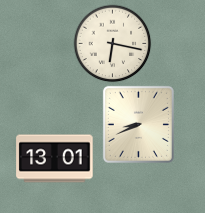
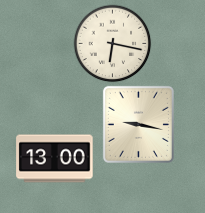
clock at (138, 124): 8:41 -> 9:17
clock at (55, 159): 13:01 -> 13:00
